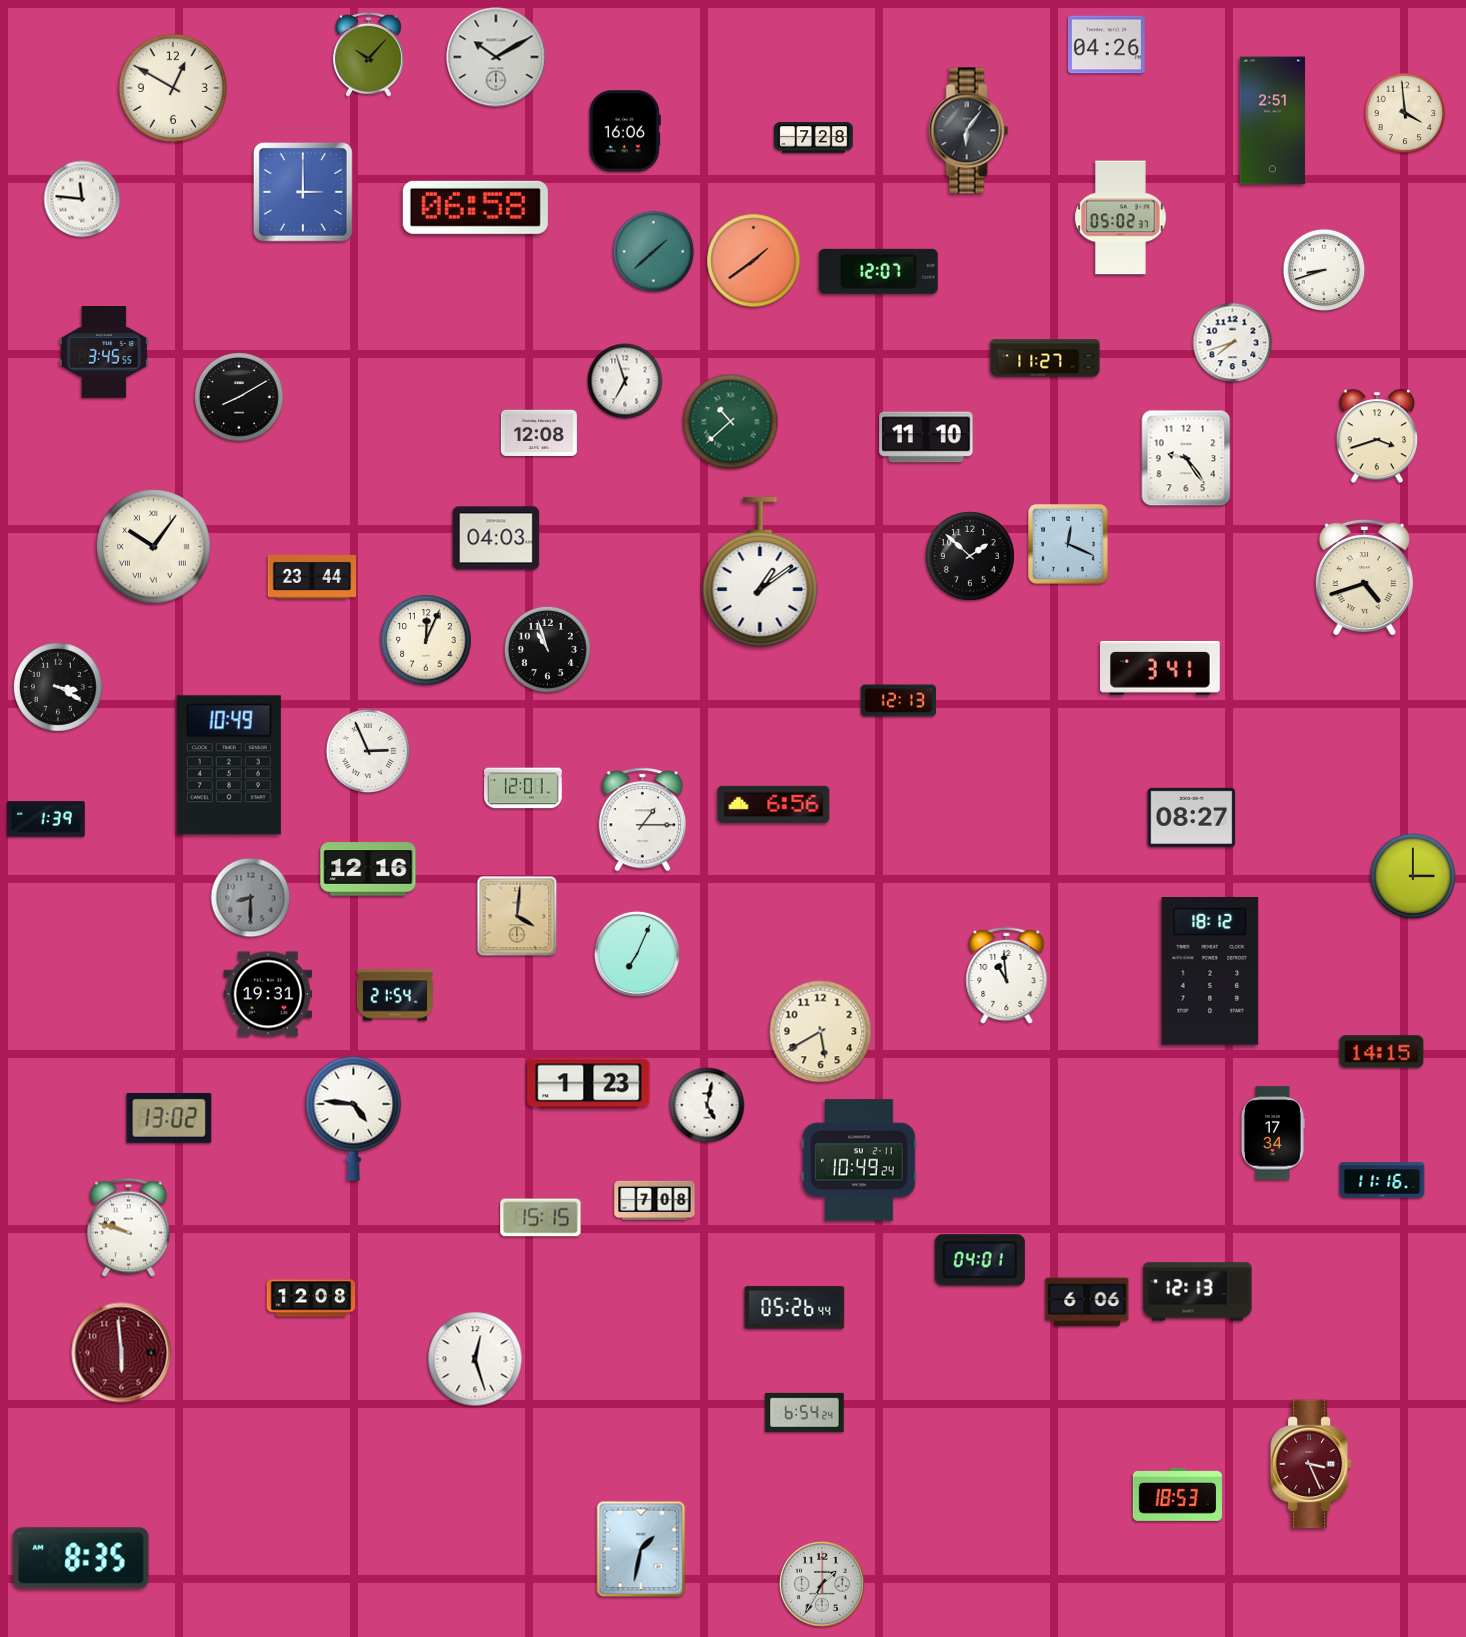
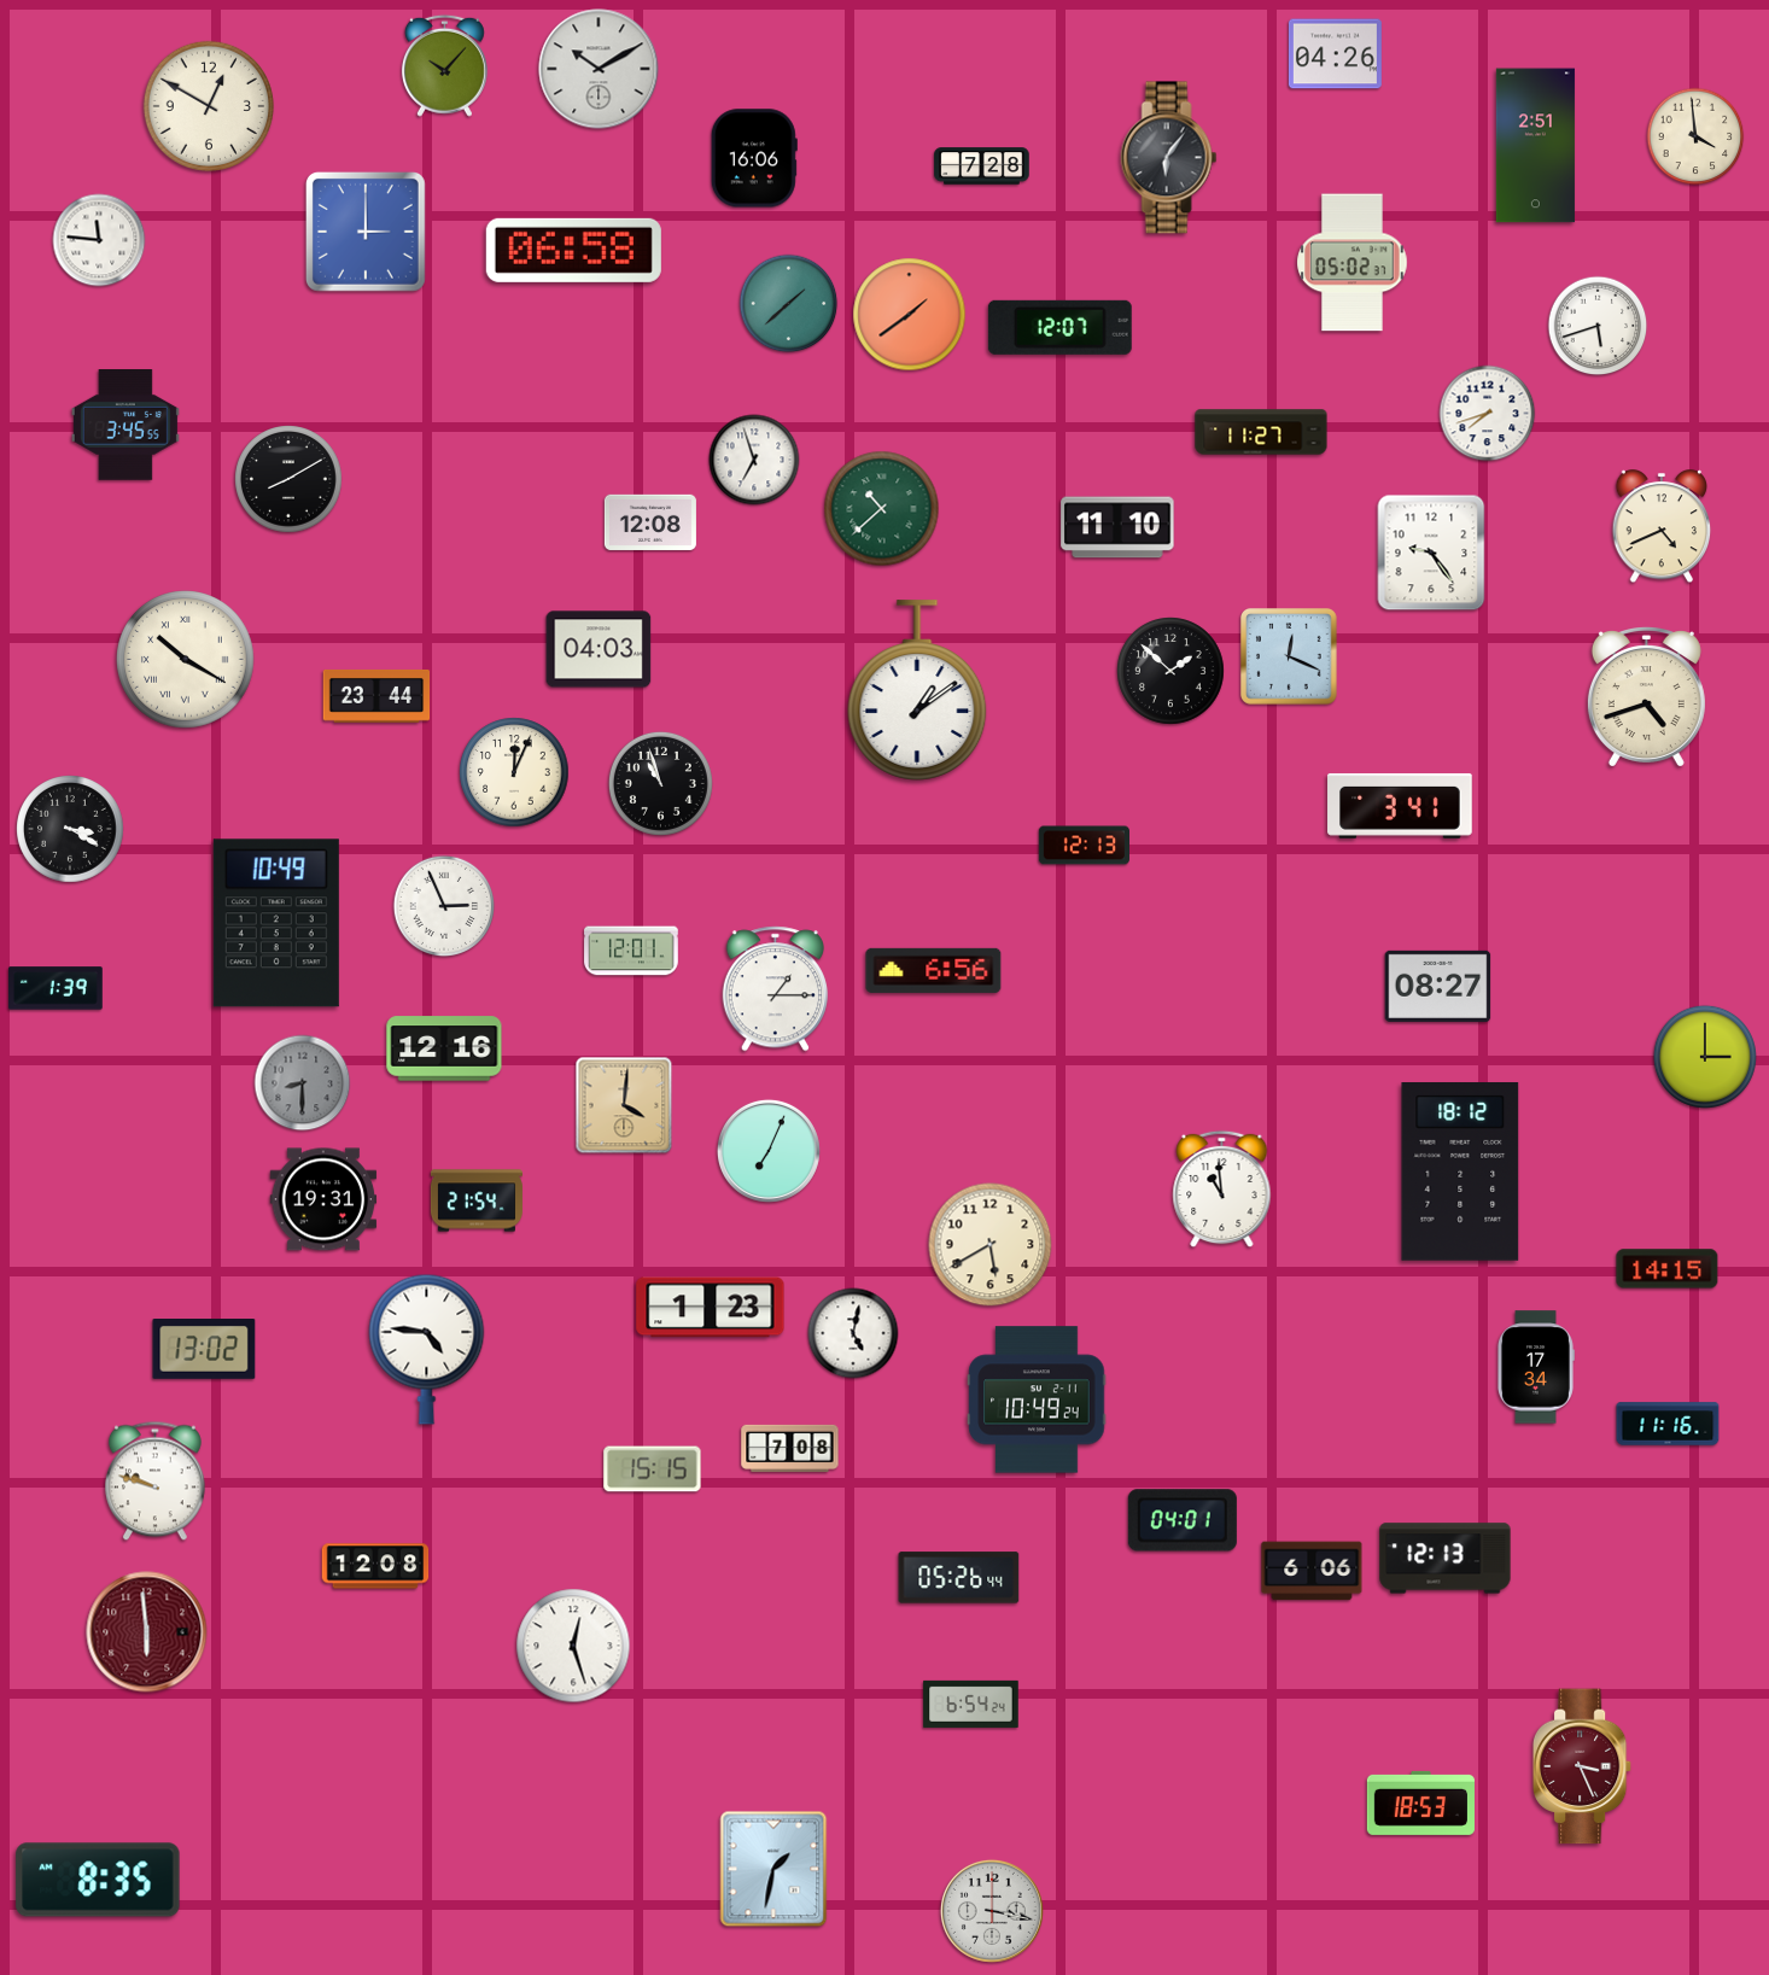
clock at (1324, 270): 8:42 -> 5:42
clock at (1377, 437): 3:42 -> 4:41
clock at (154, 547): 10:06 -> 10:20
clock at (1007, 976) position: (1007, 976) -> (1222, 1190)
clock at (475, 1359) position: (475, 1359) -> (573, 1646)
clock at (822, 1584): 1:35 -> 3:17
